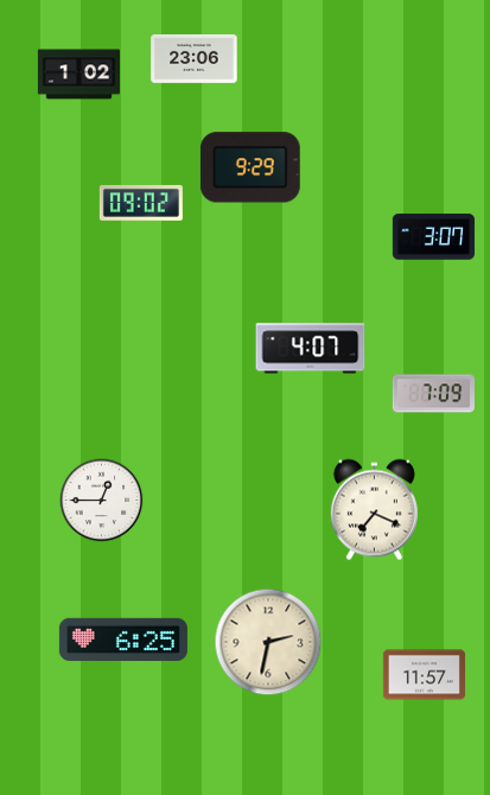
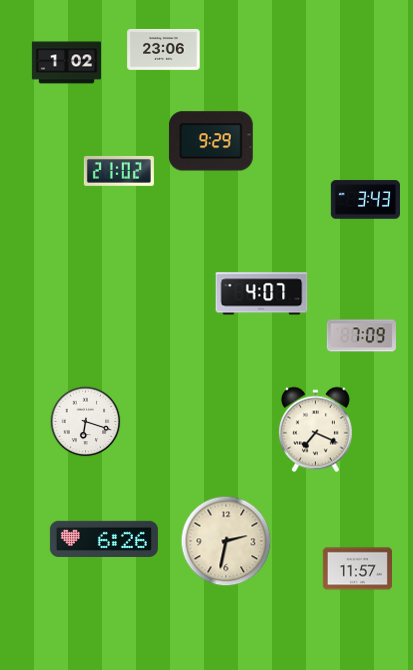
clock at (141, 203): 09:02 -> 21:02
clock at (433, 237): 3:07 -> 3:43
clock at (433, 394) position: (433, 394) -> (361, 336)
clock at (102, 501): 12:45 -> 6:18
clock at (123, 640): 6:25 -> 6:26
